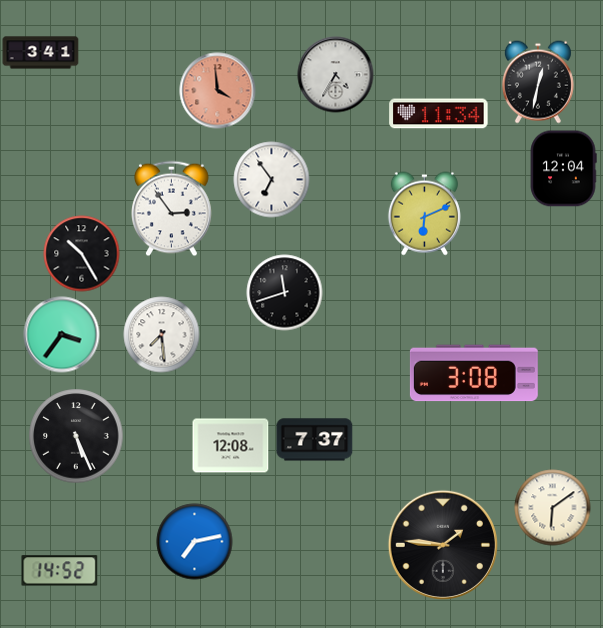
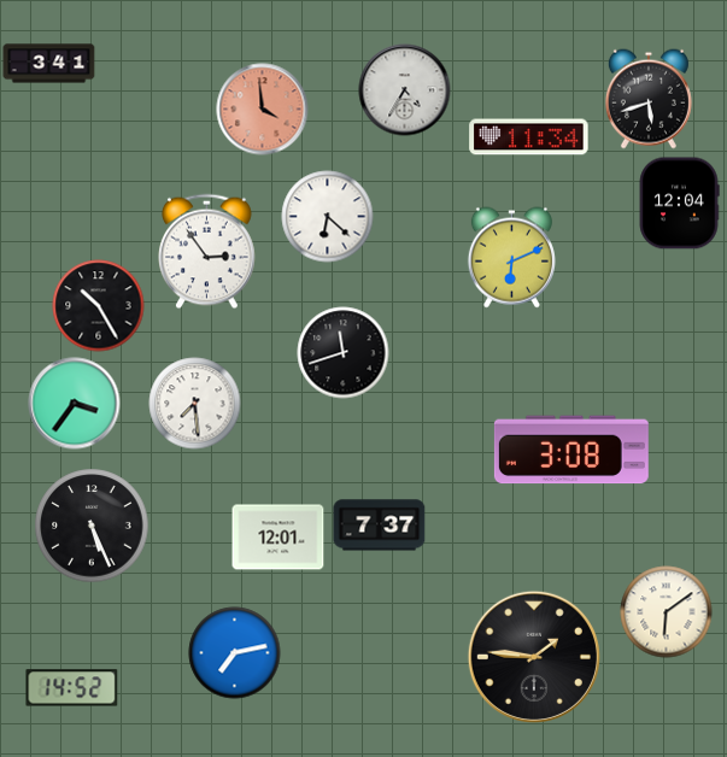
clock at (538, 82): 12:32 -> 5:42
clock at (272, 180): 6:54 -> 6:22
clock at (315, 440) position: (315, 440) -> (380, 526)
clock at (231, 446): 12:08 -> 12:01
